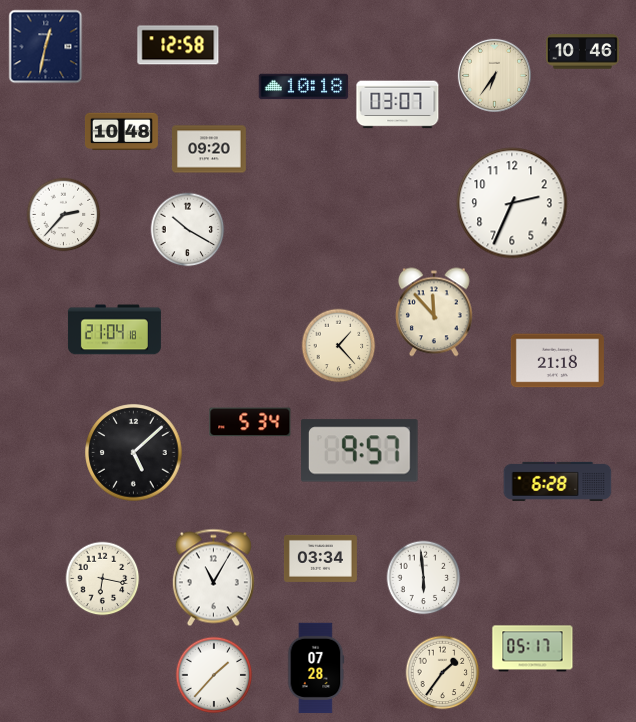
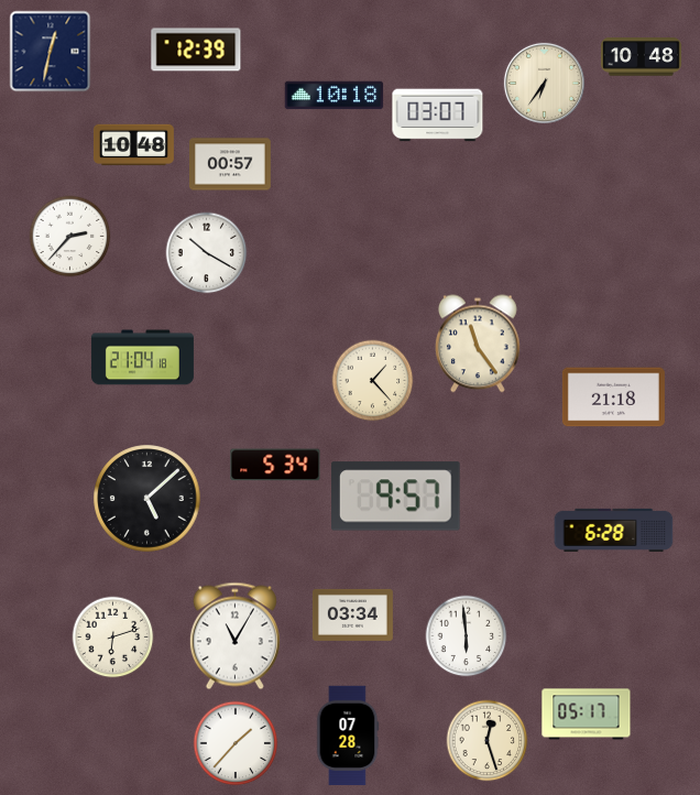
clock at (178, 45): 12:58 -> 12:39
clock at (582, 52): 10:46 -> 10:48
clock at (210, 149): 09:20 -> 00:57
clock at (512, 203): 2:34 -> none
clock at (434, 312): 11:53 -> 11:24
clock at (114, 330) position: (114, 330) -> (142, 358)
clock at (103, 579): 6:17 -> 6:12
clock at (443, 673): 1:36 -> 12:27
